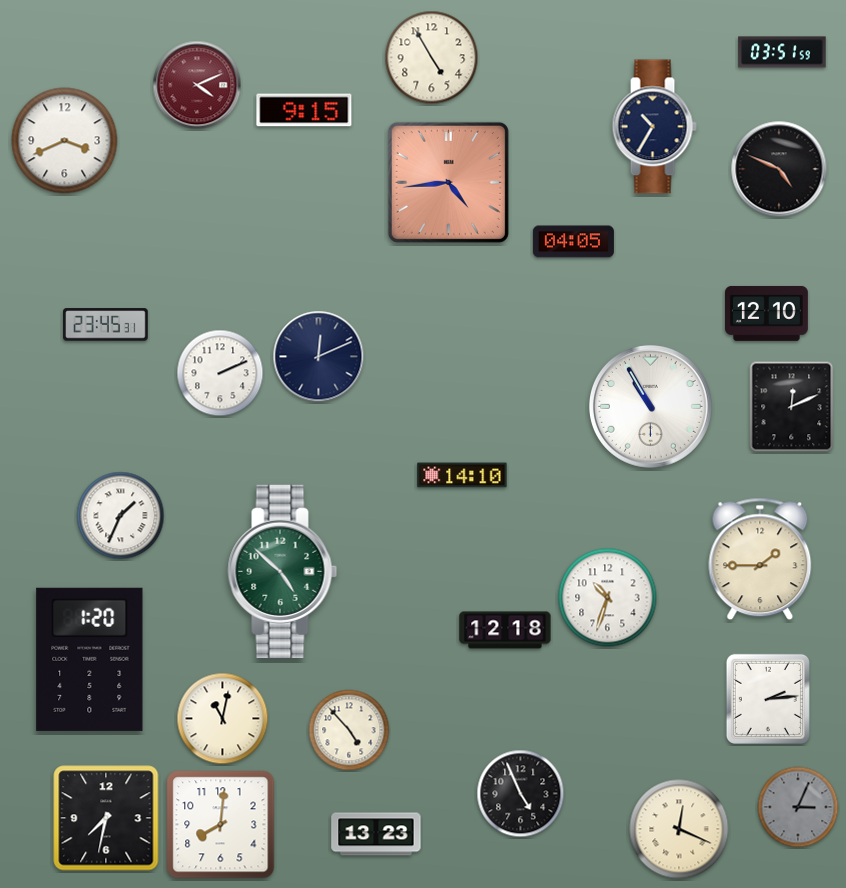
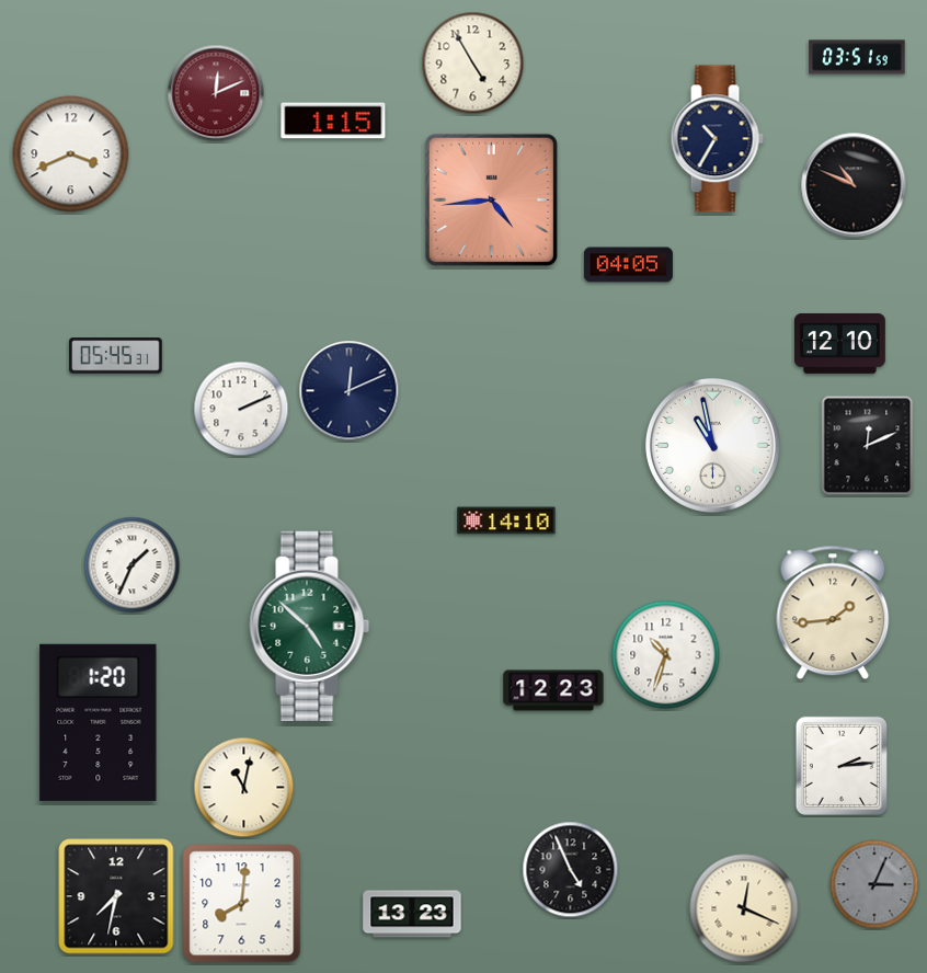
clock at (197, 85): 4:11 -> 12:11
clock at (304, 110): 9:15 -> 1:15
clock at (779, 169): 4:49 -> 10:49
clock at (106, 325): 23:45 -> 05:45
clock at (650, 406): 10:55 -> 10:58
clock at (760, 559): 1:45 -> 1:44
clock at (505, 630): 12:18 -> 12:23
clock at (349, 730): 4:53 -> none
